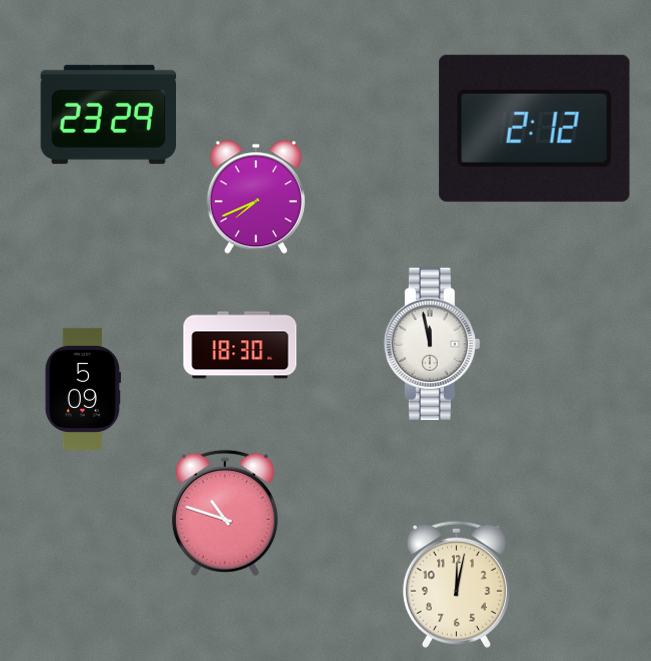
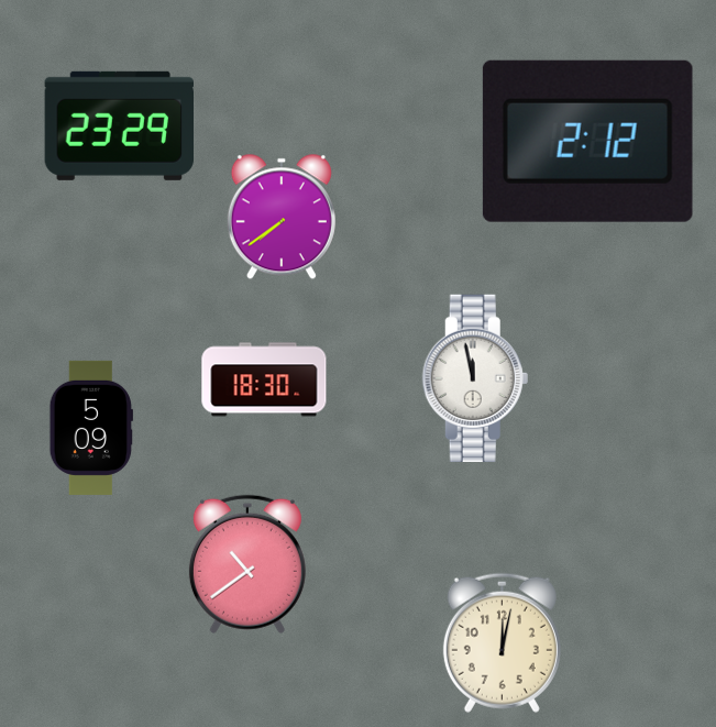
clock at (256, 197): 7:41 -> 7:39
clock at (225, 513): 10:48 -> 10:39
